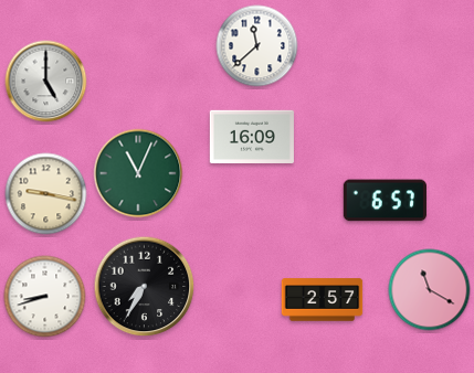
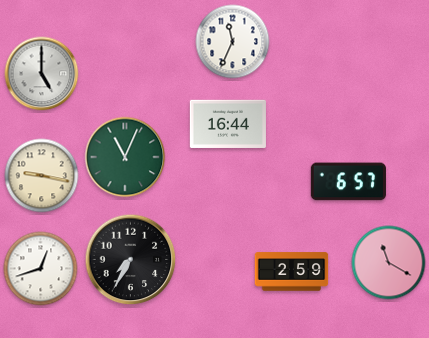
clock at (257, 46): 11:38 -> 11:34
clock at (252, 137): 16:09 -> 16:44
clock at (45, 297): 8:42 -> 12:42
clock at (323, 300): 2:57 -> 2:59
